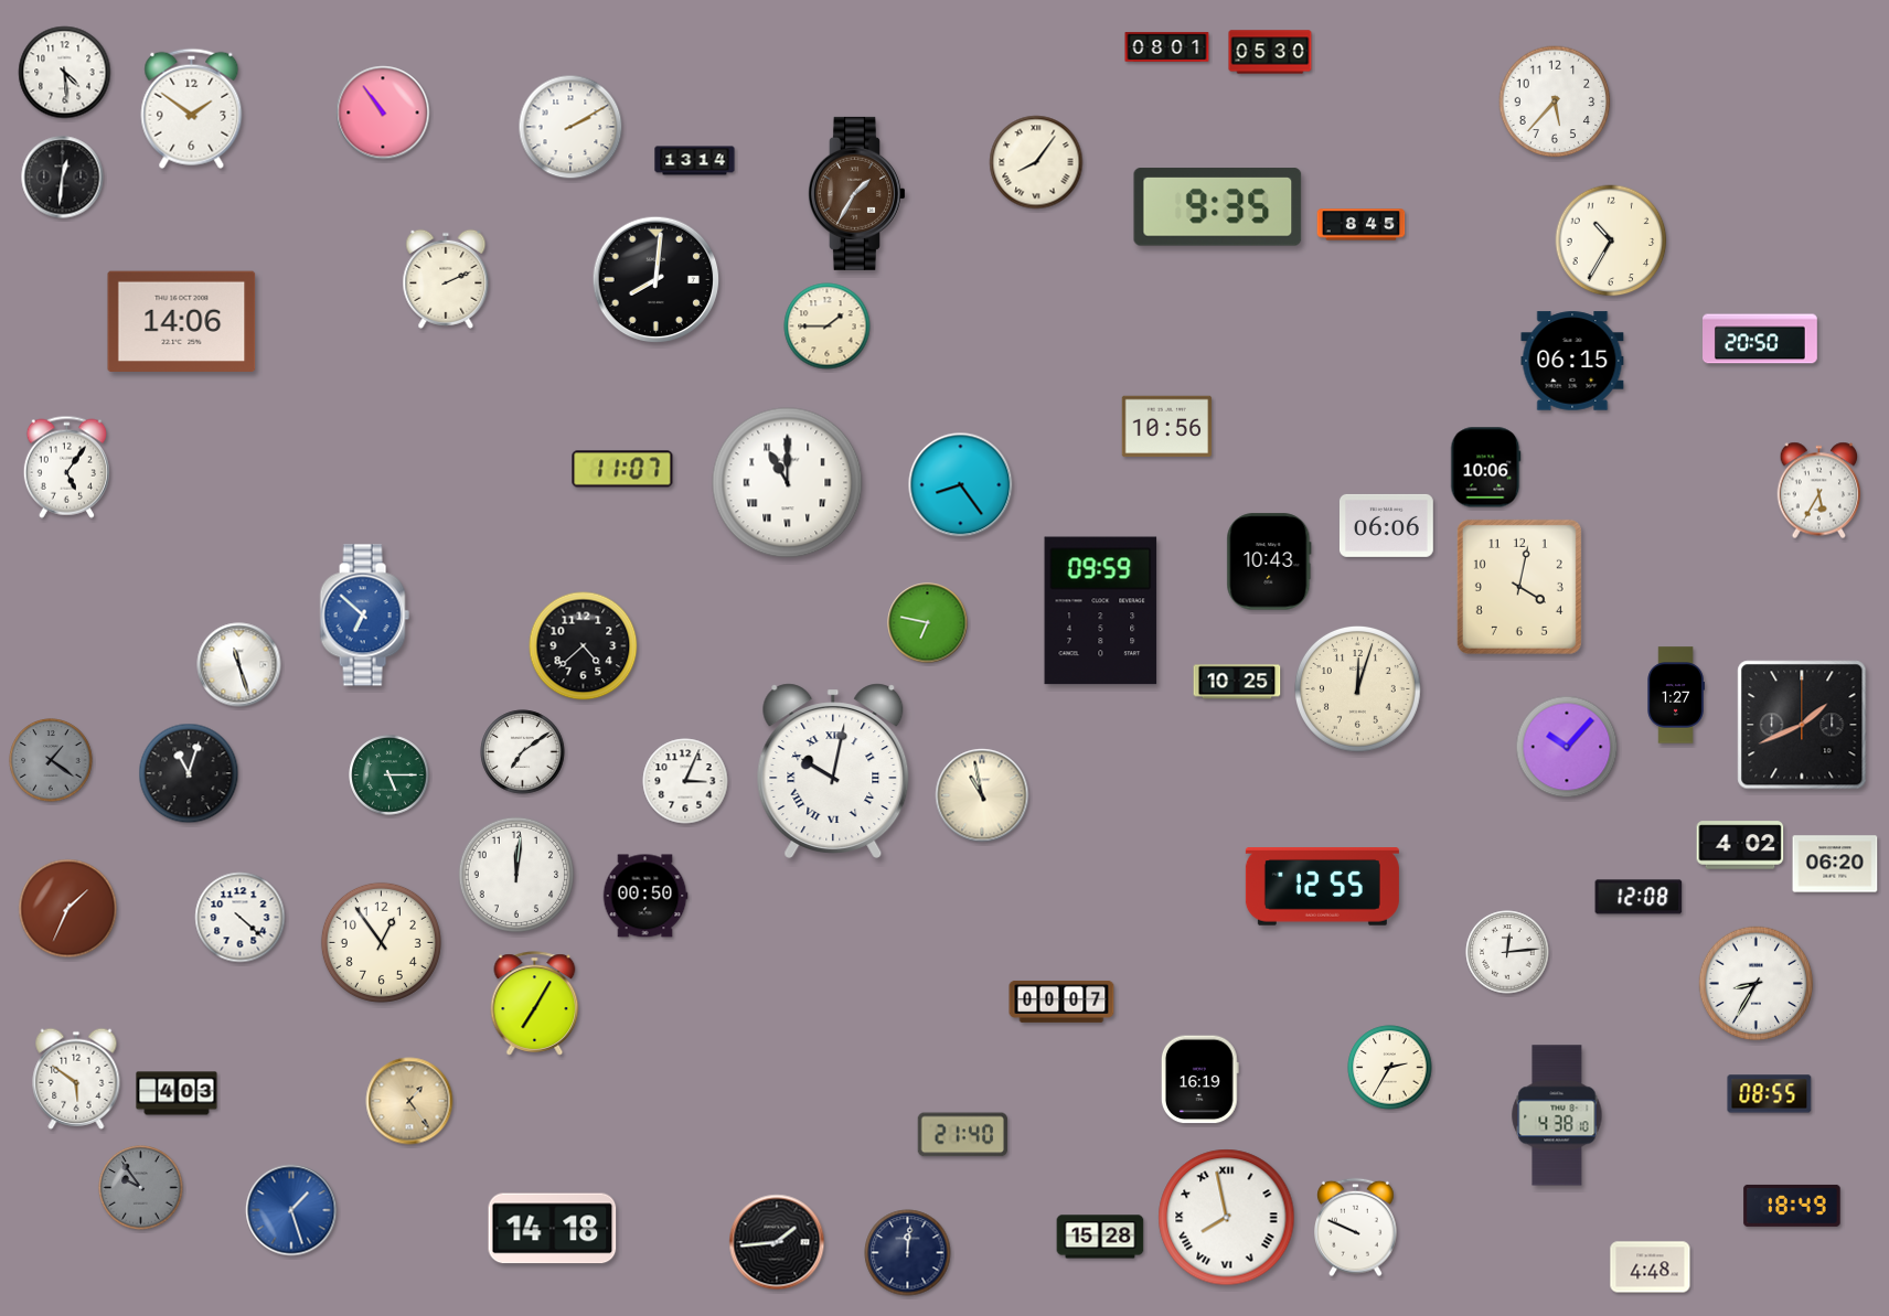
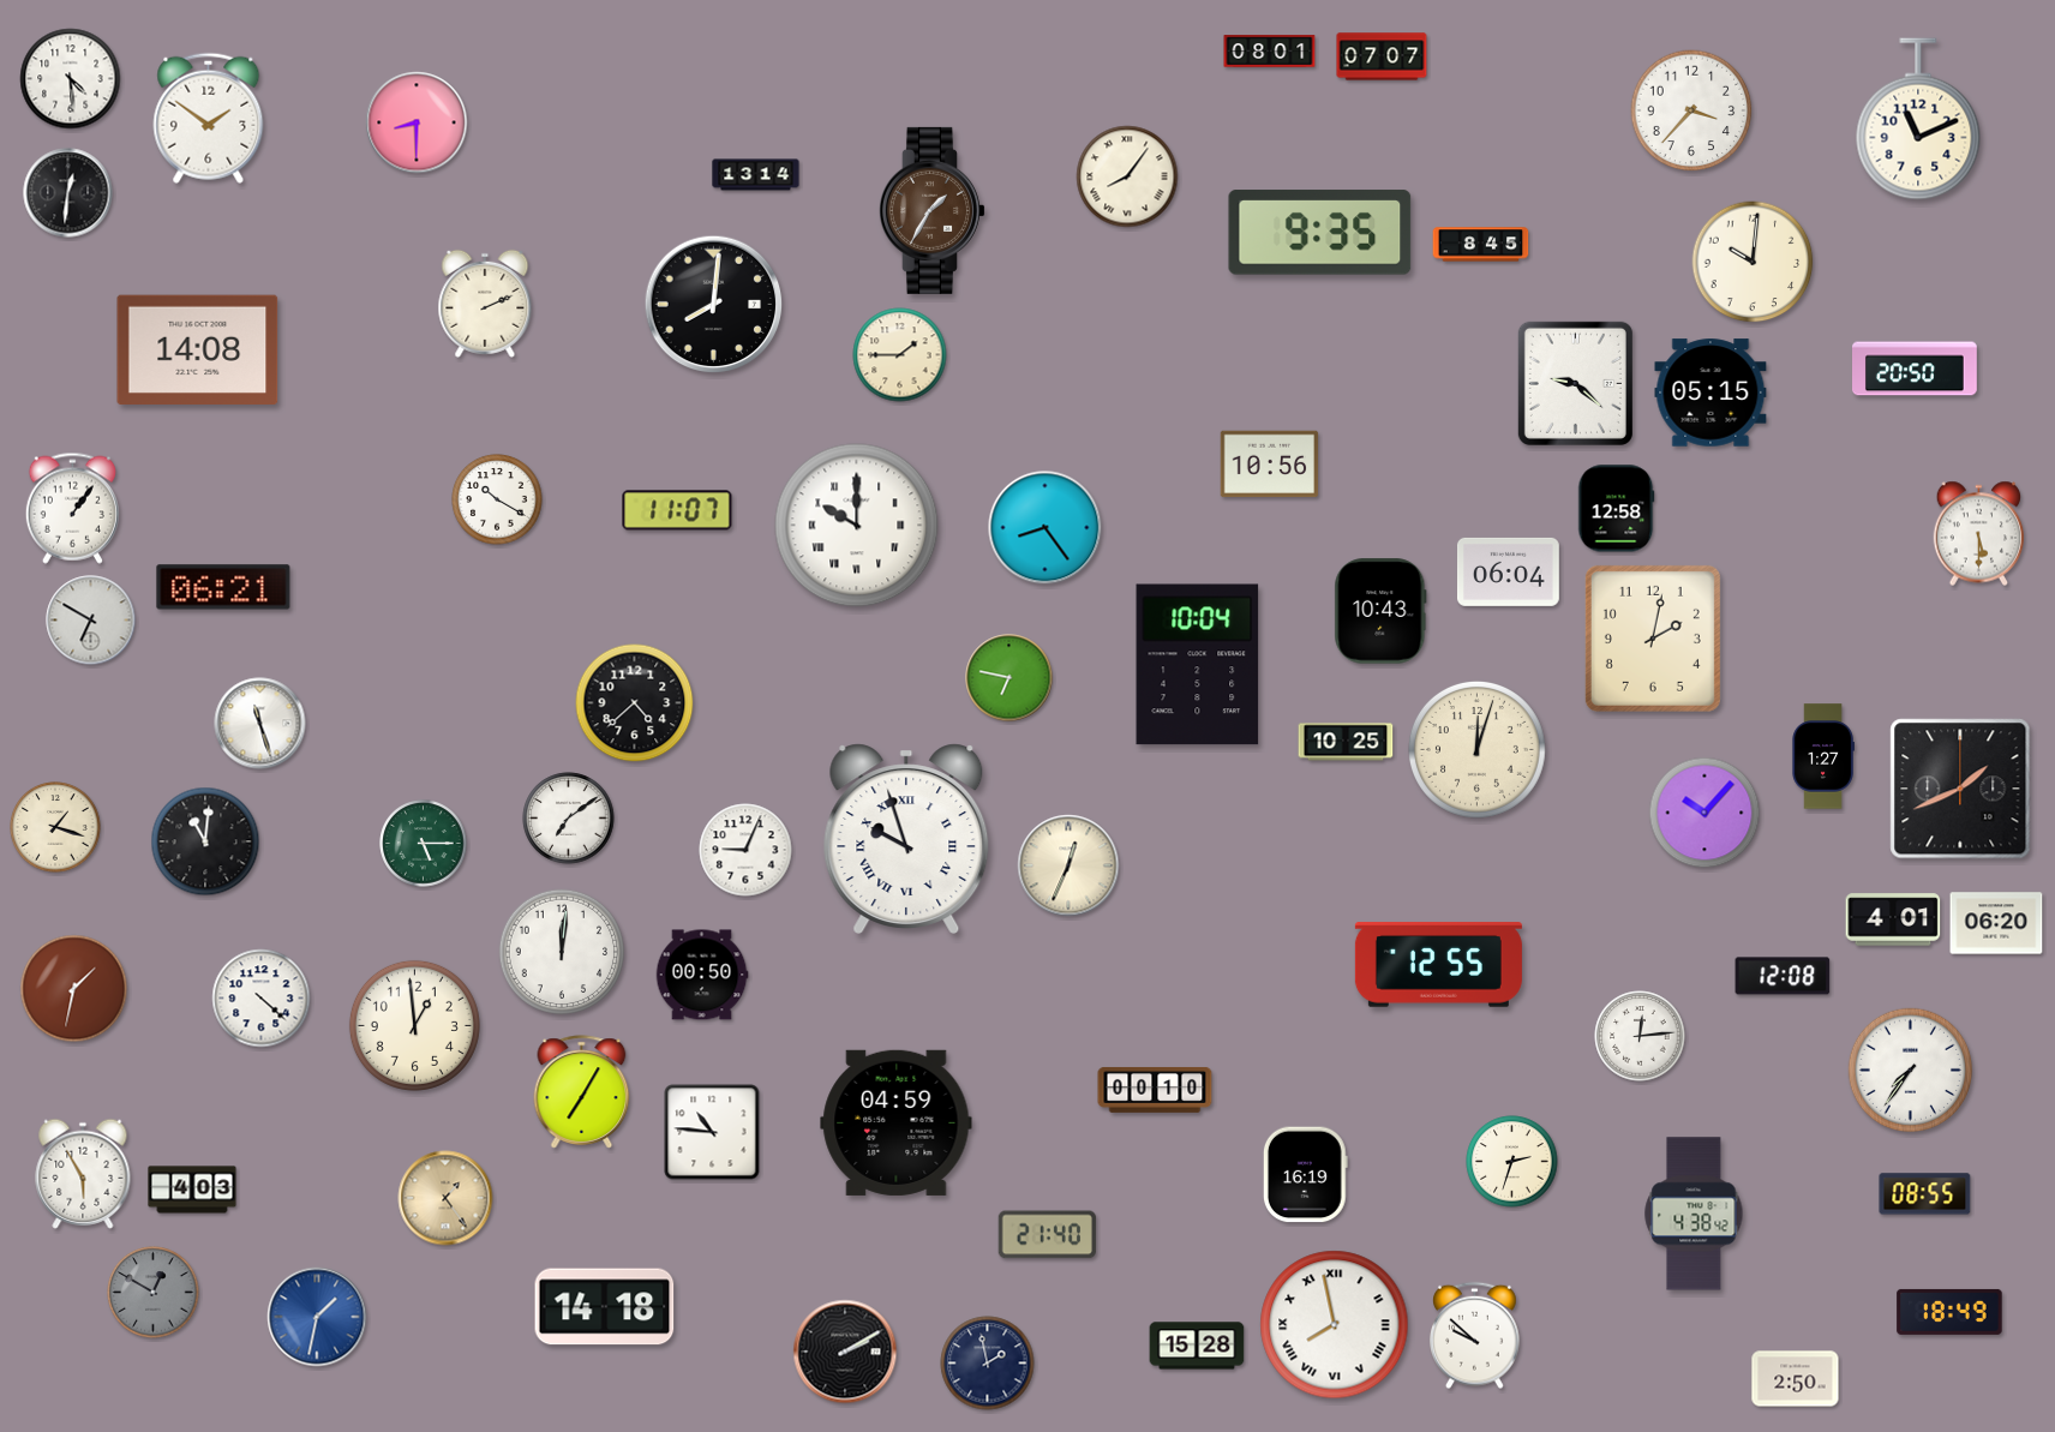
clock at (1270, 52): 05:30 -> 07:07
clock at (1555, 101): 5:37 -> 3:37
clock at (1918, 119): none -> 11:11
clock at (383, 113): 10:54 -> 8:30
clock at (570, 127): 2:10 -> none
clock at (1218, 207) position: (1218, 207) -> (1320, 233)
clock at (1611, 240): 10:35 -> 10:01
clock at (182, 321): 14:06 -> 14:08
clock at (1575, 383): none -> 9:22
clock at (1572, 361): 06:15 -> 05:15
clock at (497, 499): none -> 10:20
clock at (66, 467): 5:06 -> 1:06
clock at (1486, 468): 10:06 -> 12:58
clock at (788, 483): 11:00 -> 10:00
clock at (1819, 491): 5:35 -> 5:30
clock at (1386, 525): 06:06 -> 06:04
clock at (223, 587): none -> 06:21
clock at (91, 621): none -> 6:50
clock at (1519, 587): 4:02 -> 2:02
clock at (1101, 611): 09:59 -> 10:04
clock at (364, 616): 6:52 -> none
clock at (51, 760): 1:21 -> 1:18
clock at (51, 760) dial: grey -> cream
clock at (833, 771): 10:02 -> 9:57
clock at (189, 773): 11:03 -> 11:01
clock at (685, 781): 3:04 -> 9:04
clock at (982, 795): 10:58 -> 12:34
clock at (1740, 845): 4:02 -> 4:01
clock at (1835, 864) position: (1835, 864) -> (1996, 923)
clock at (68, 909): 1:34 -> 1:32
clock at (381, 942): 12:54 -> 12:59
clock at (1757, 984): 8:35 -> 7:36
clock at (1061, 1002): 00:07 -> 00:10
clock at (897, 1122): none -> 04:59
clock at (712, 1132): none -> 10:46
clock at (1390, 1068): 2:35 -> 2:33
clock at (76, 1079): 5:51 -> 5:55
clock at (1770, 1094) position: (1770, 1094) -> (1925, 1194)
clock at (1557, 1115): 4:38:10 -> 4:38:42
clock at (141, 1188): 9:54 -> 12:50
clock at (291, 1210): 1:27 -> 1:32
clock at (1356, 1228): 9:49 -> 9:52
clock at (553, 1229) position: (553, 1229) -> (605, 1307)
clock at (777, 1242): 1:44 -> 2:10
clock at (908, 1253): 12:01 -> 1:58
clock at (1651, 1267): 4:48 -> 2:50
